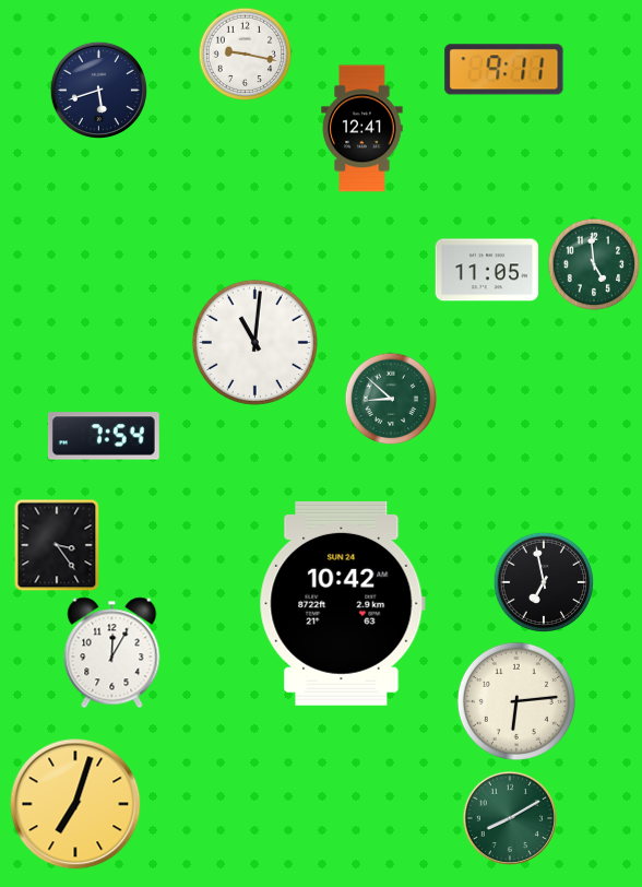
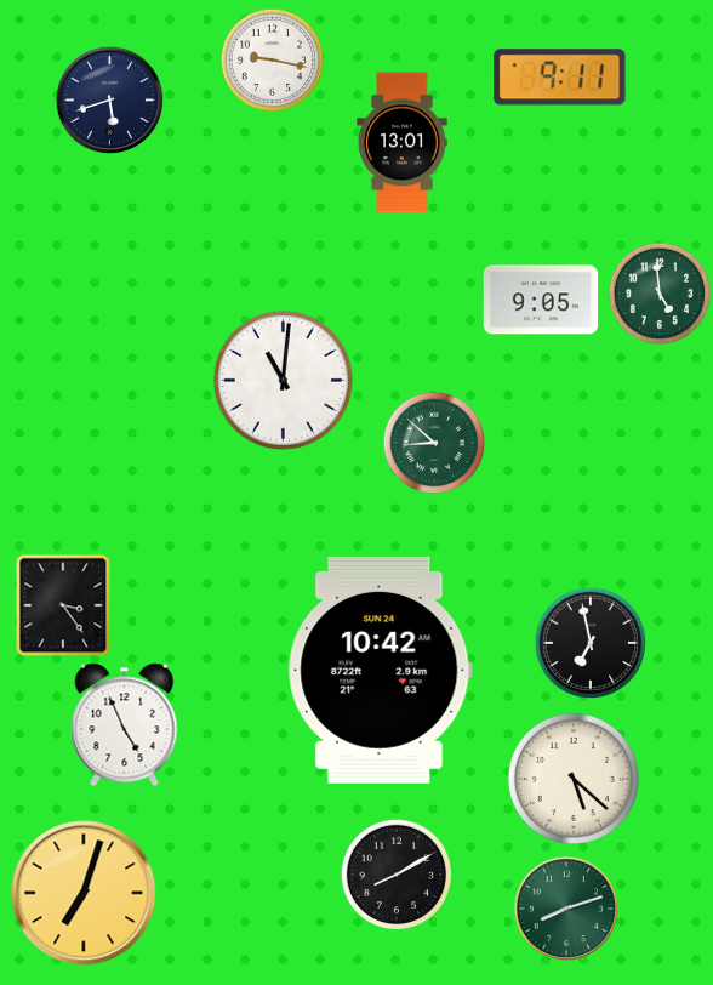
clock at (362, 129): 12:41 -> 13:01
clock at (487, 270): 11:05 -> 9:05
clock at (104, 436): 7:54 -> none
clock at (543, 581) position: (543, 581) -> (589, 642)
clock at (112, 653): 12:05 -> 4:56
clock at (516, 701): 6:14 -> 5:22
clock at (395, 873): none -> 8:10
clock at (509, 817): 8:10 -> 8:12
